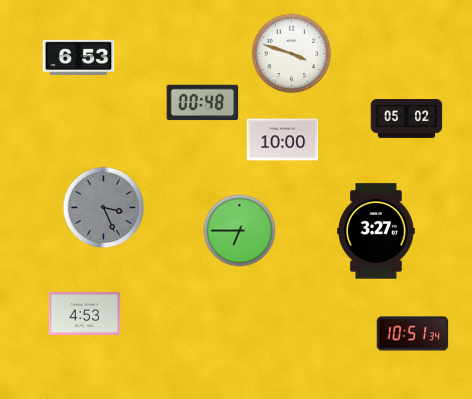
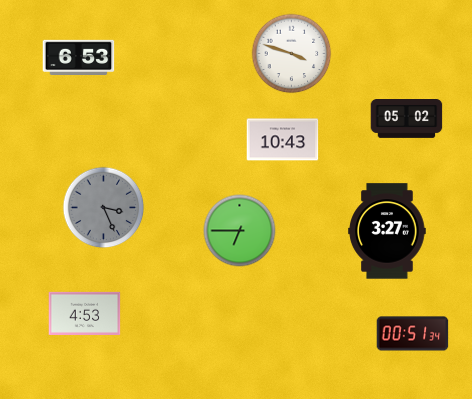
clock at (203, 103): 00:48 -> none
clock at (283, 140): 10:00 -> 10:43
clock at (376, 231) position: (376, 231) -> (387, 231)
clock at (413, 334): 10:51 -> 00:51
